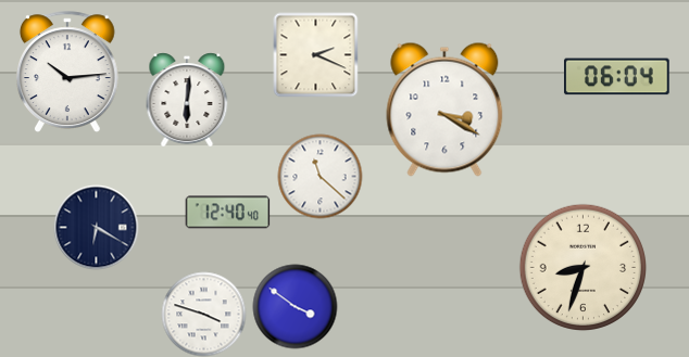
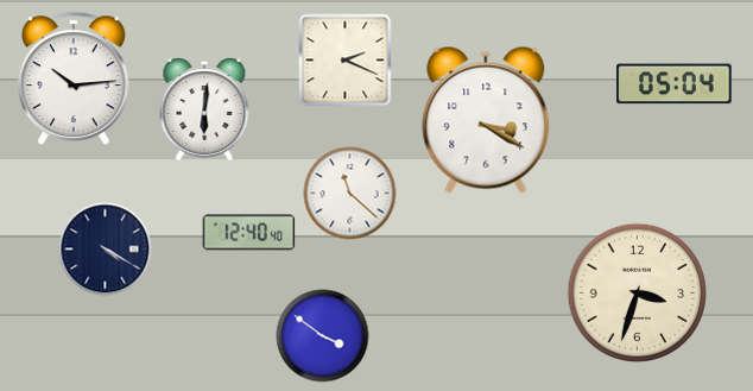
clock at (617, 77): 06:04 -> 05:04
clock at (96, 227): 6:20 -> 4:20
clock at (582, 267): 8:33 -> 3:33
clock at (203, 314): 3:48 -> none
